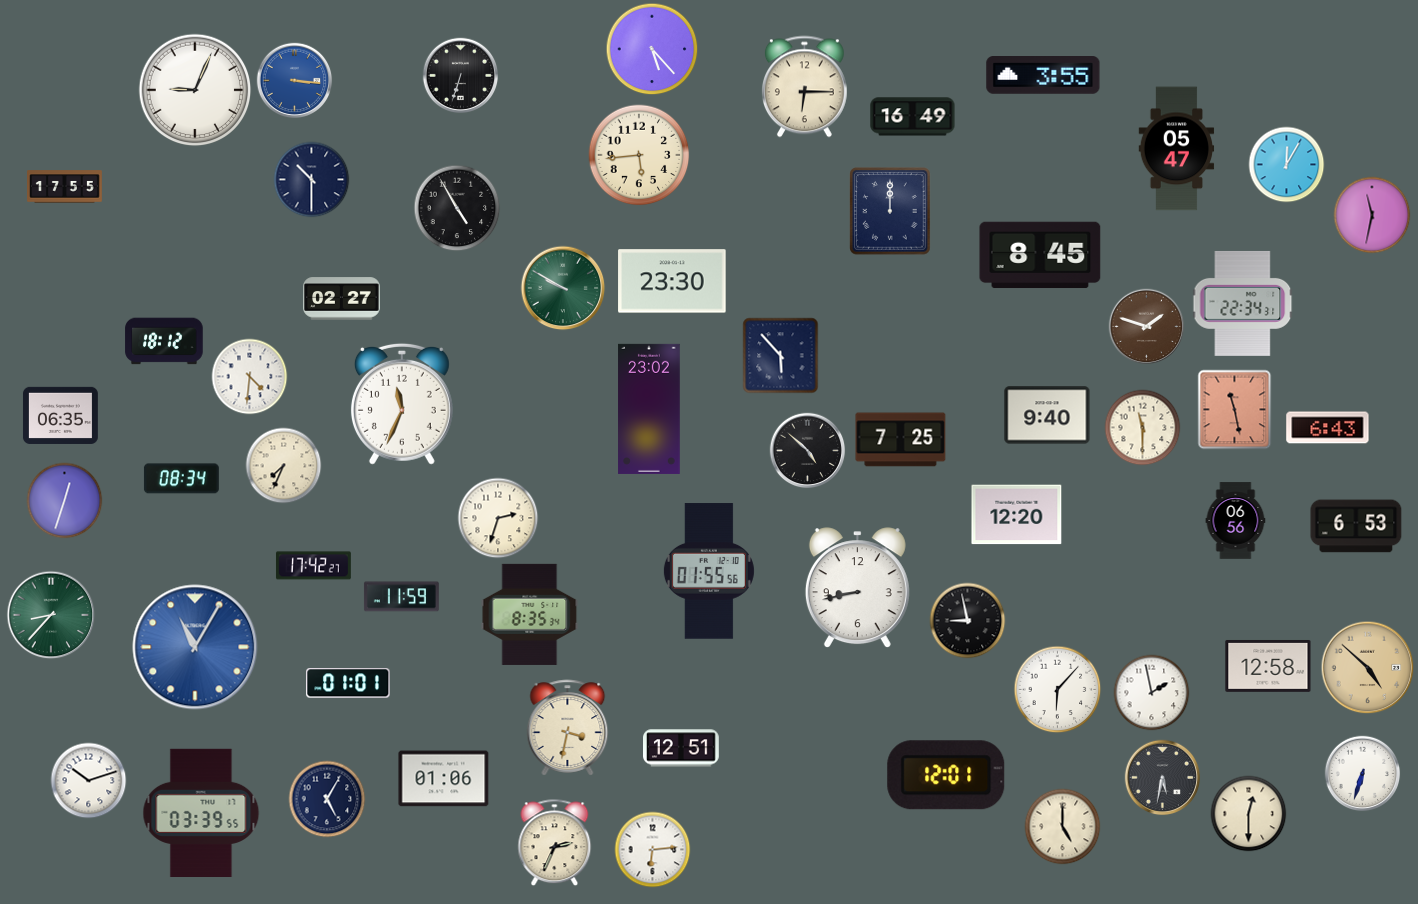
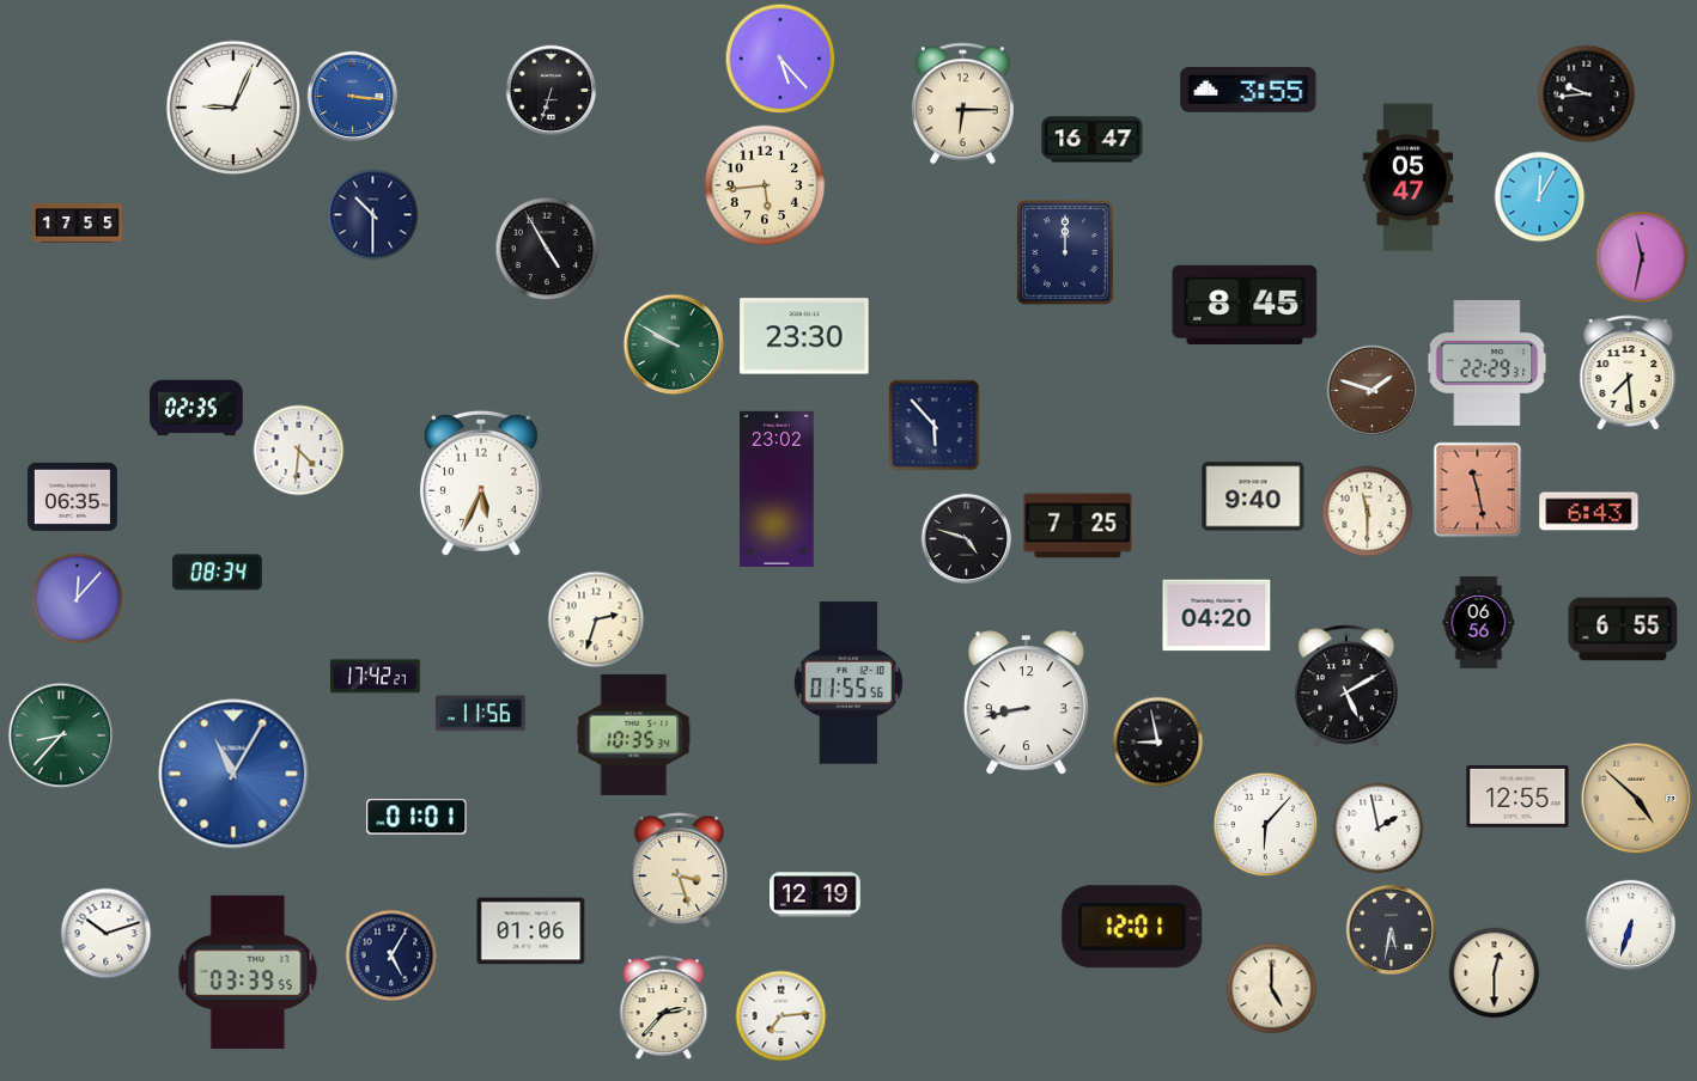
clock at (1587, 94): none -> 9:44
clock at (913, 117): 16:49 -> 16:47
clock at (342, 299): 02:27 -> none
clock at (1243, 303): 22:34 -> 22:29
clock at (1629, 373): none -> 7:29
clock at (164, 341): 18:12 -> 02:35
clock at (402, 404): 11:34 -> 5:34
clock at (808, 451): 4:52 -> 4:48
clock at (284, 466): 7:34 -> none
clock at (65, 501): 12:33 -> 12:07
clock at (1017, 515): 12:20 -> 04:20
clock at (1356, 526): 6:53 -> 6:55
clock at (1346, 686): none -> 5:10
clock at (401, 597): 11:59 -> 11:56
clock at (530, 614): 8:35 -> 10:35
clock at (1268, 666): 12:58 -> 12:55
clock at (568, 728): 3:32 -> 3:27
clock at (682, 748): 12:51 -> 12:19
clock at (201, 812) position: (201, 812) -> (248, 971)
clock at (555, 843): 2:34 -> 2:37
clock at (653, 850): 6:14 -> 7:14
